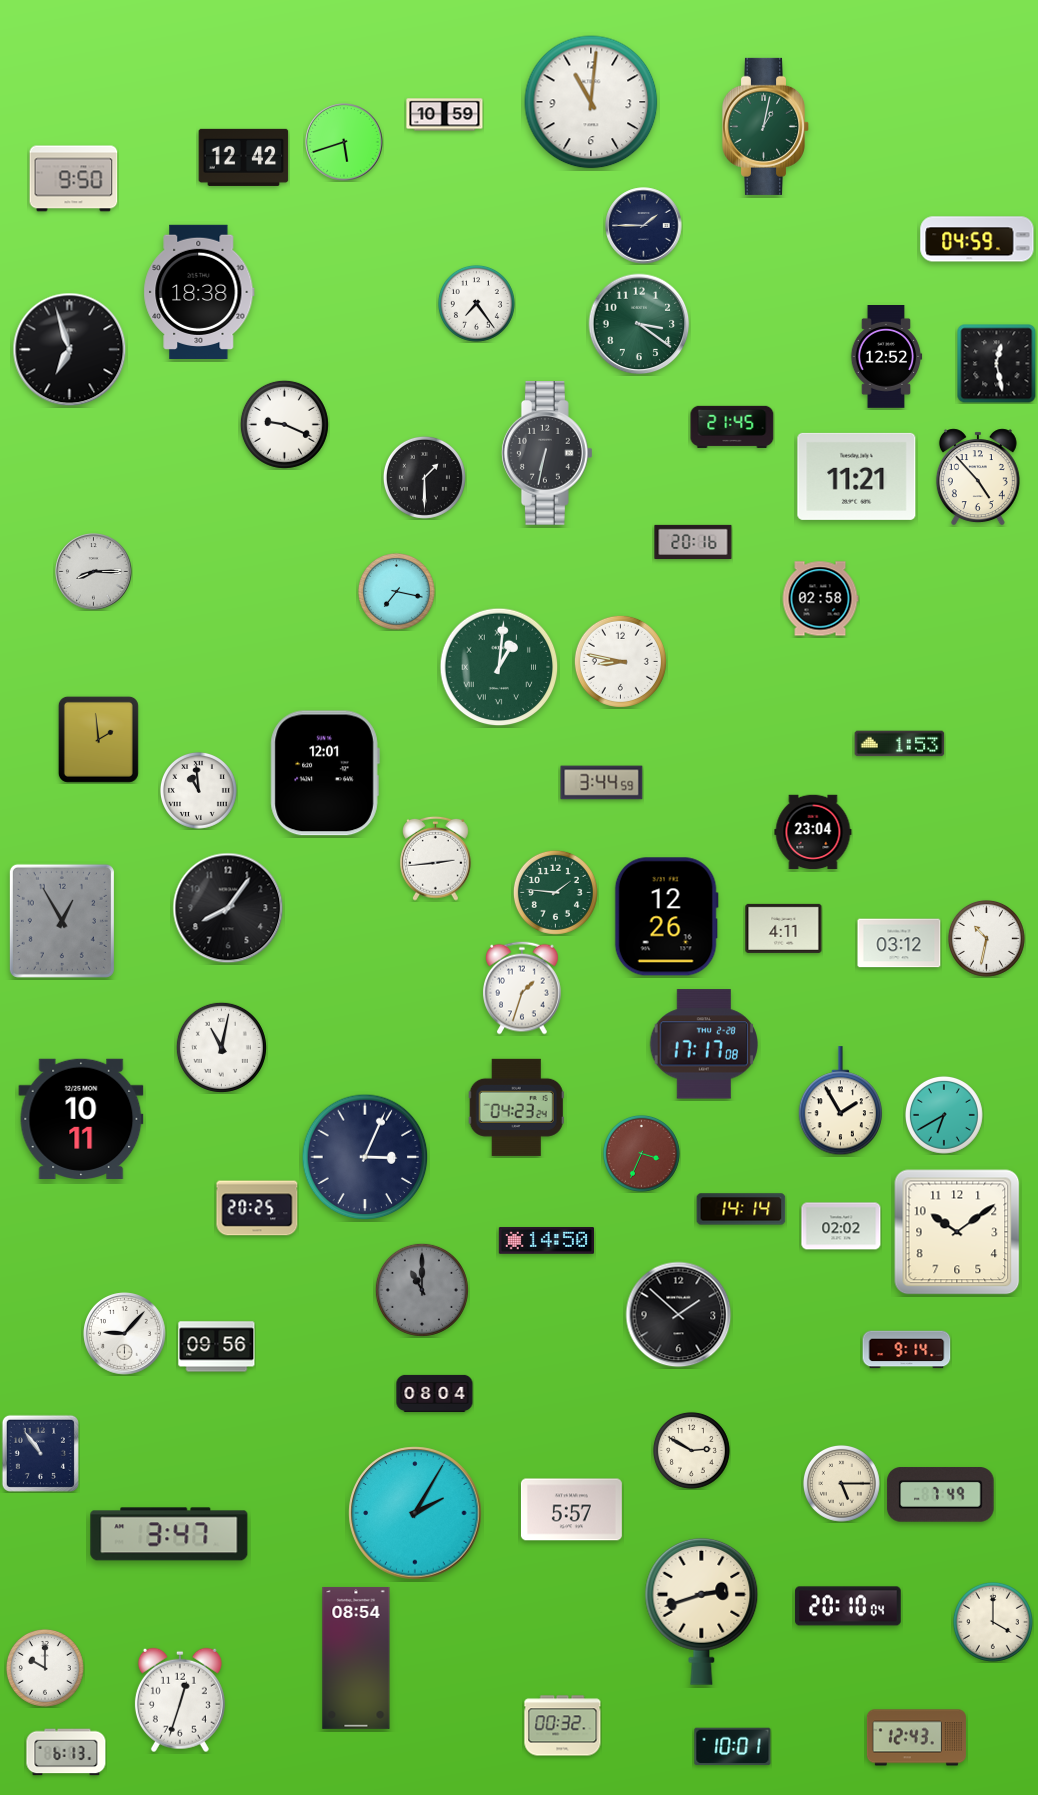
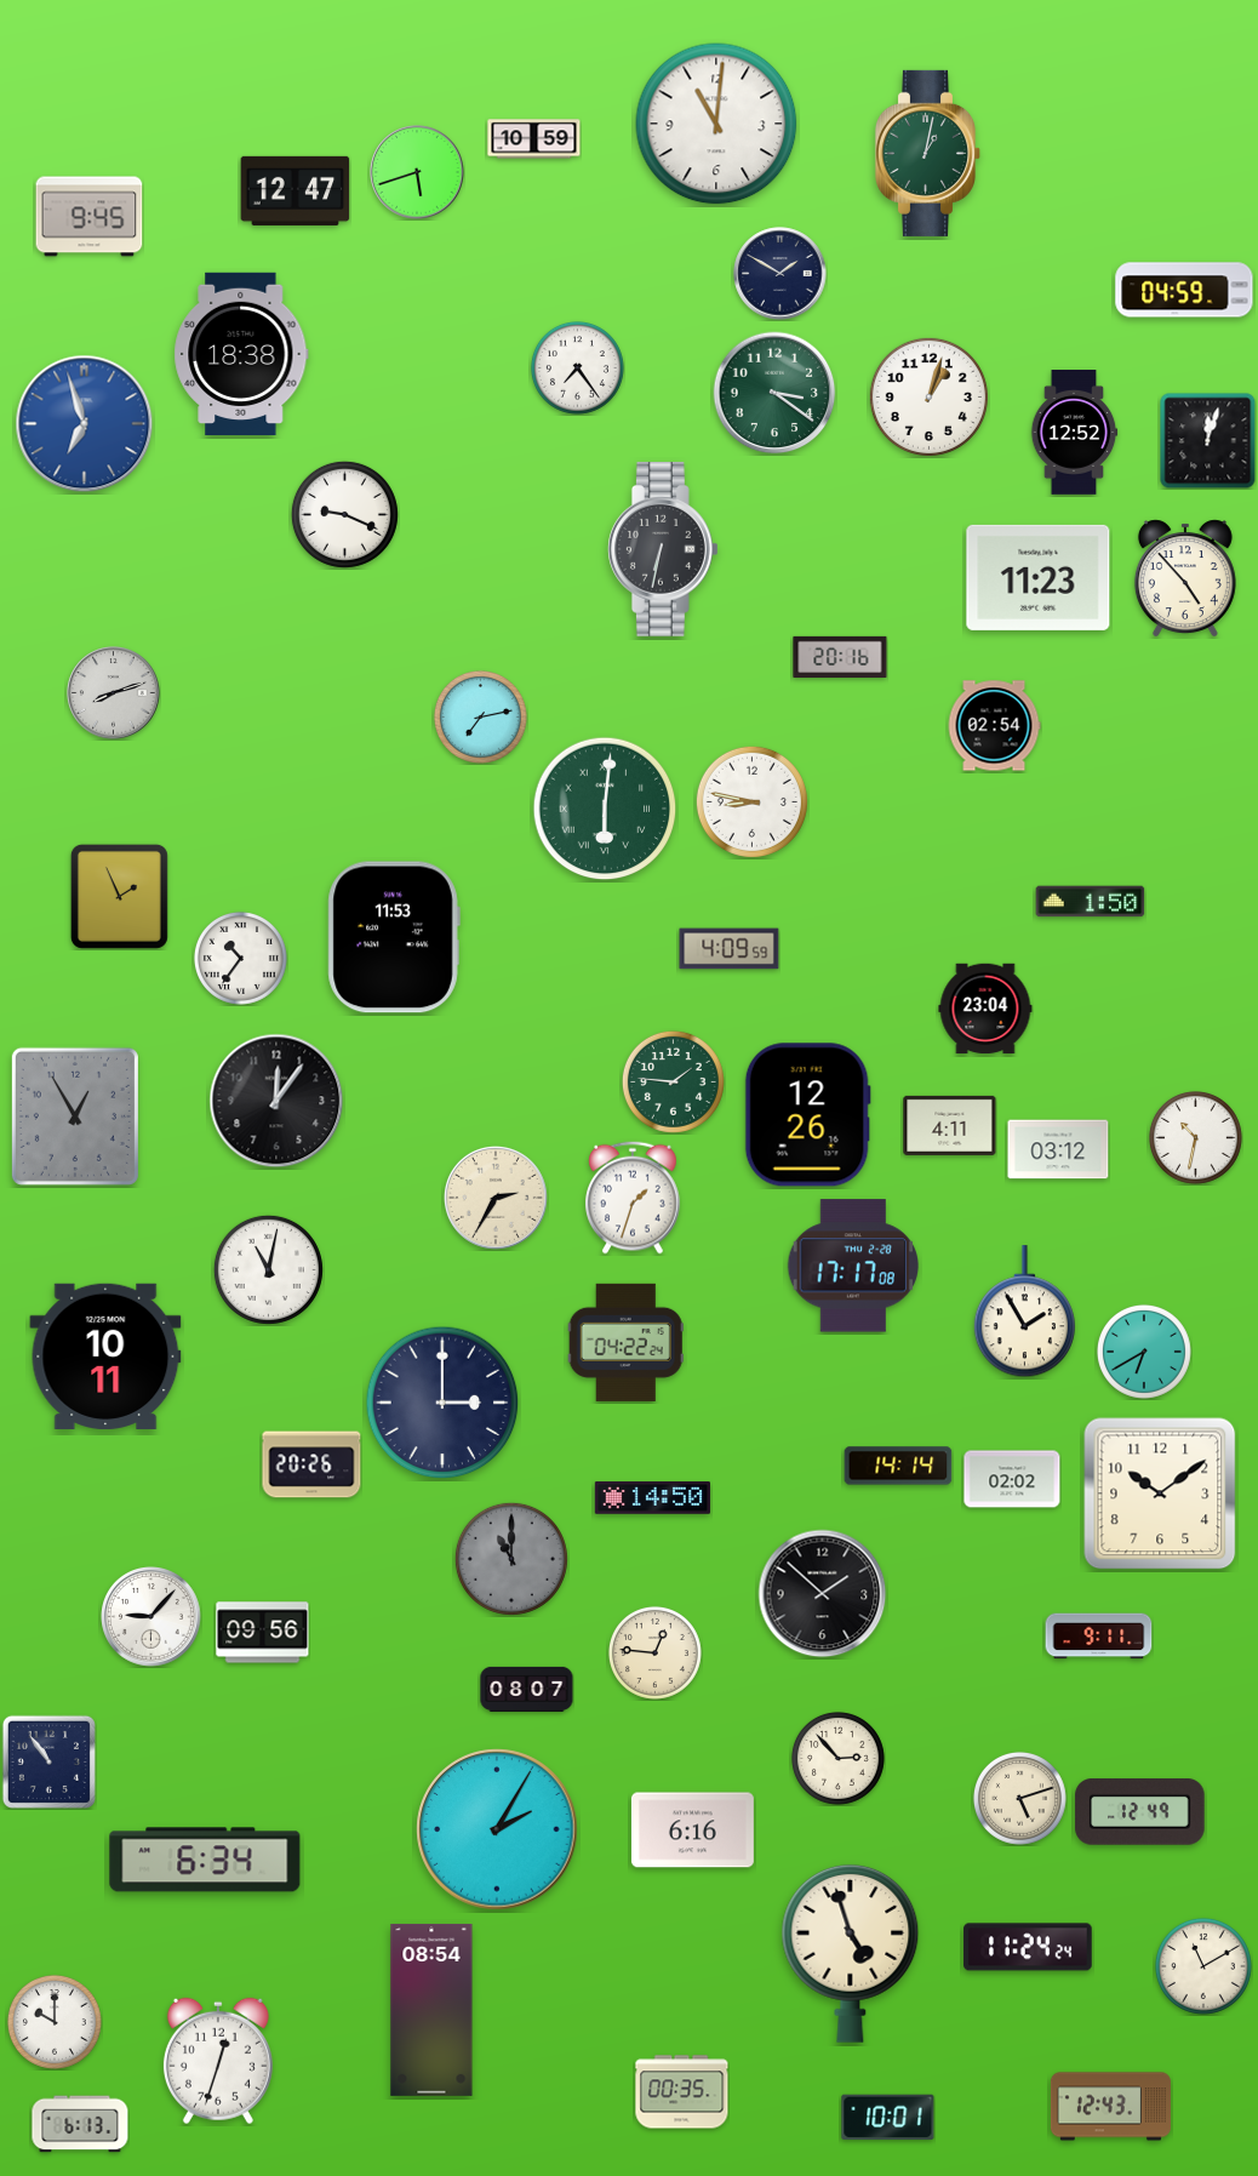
clock at (445, 115) position: (445, 115) -> (534, 139)
clock at (244, 157): 12:42 -> 12:47
clock at (74, 179): 9:50 -> 9:45
clock at (644, 226): 1:45 -> 1:50
clock at (928, 396): none -> 1:03
clock at (70, 350) dial: black -> blue
clock at (997, 364): 12:28 -> 12:03
clock at (732, 427): 21:45 -> none
clock at (857, 476): 11:21 -> 11:23
clock at (424, 477): 1:30 -> none
clock at (94, 572): 8:15 -> 8:12
clock at (396, 591): 7:17 -> 7:13
clock at (820, 599): 02:58 -> 02:54
clock at (499, 667): 1:01 -> 6:01
clock at (98, 739): 1:59 -> 1:56
clock at (900, 744): 1:53 -> 1:50
clock at (325, 773): 12:01 -> 11:53
clock at (602, 783): 3:44 -> 4:09
clock at (198, 790): 10:59 -> 10:36
clock at (436, 858): 2:44 -> none
clock at (228, 908): 8:06 -> 12:06
clock at (666, 917) position: (666, 917) -> (807, 1115)
clock at (899, 943) position: (899, 943) -> (1058, 1149)
clock at (496, 1198): none -> 2:35
clock at (840, 1101) position: (840, 1101) -> (1024, 1312)
clock at (516, 1107): 04:23 -> 04:22
clock at (81, 1119) position: (81, 1119) -> (105, 1357)
clock at (641, 1153): 3:34 -> none
clock at (365, 1157): 3:04 -> 3:00
clock at (257, 1208): 20:25 -> 20:26
clock at (841, 1226) position: (841, 1226) -> (1012, 1479)
clock at (546, 1241) position: (546, 1241) -> (652, 1498)
clock at (422, 1290) position: (422, 1290) -> (511, 1559)
clock at (907, 1350): 9:14 -> 9:11
clock at (654, 1652): none -> 12:46
clock at (435, 1393): 08:04 -> 08:07
clock at (691, 1450): 2:50 -> 2:53
clock at (841, 1483): 5:15 -> 5:12
clock at (941, 1495): 7:49 -> 12:49
clock at (571, 1510): 5:57 -> 6:16
clock at (415, 1513) position: (415, 1513) -> (497, 1829)
clock at (169, 1534): 3:47 -> 6:34
clock at (848, 1606): 20:10 -> 11:24
clock at (702, 1611): 2:42 -> 4:57
clock at (993, 1622): 4:00 -> 11:10
clock at (563, 1726): 00:32 -> 00:35
